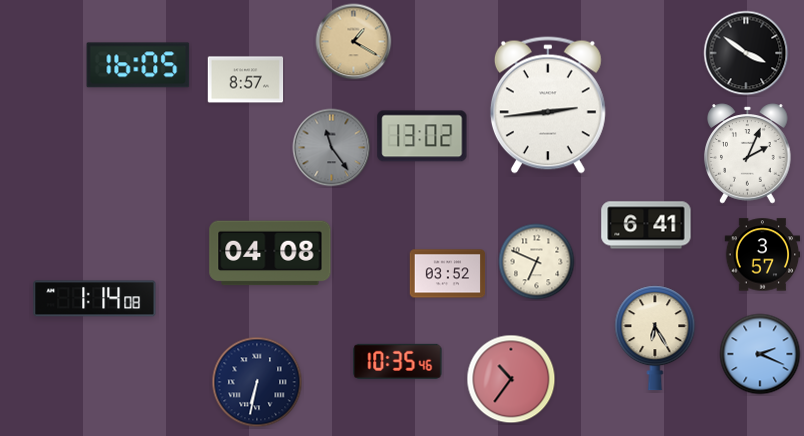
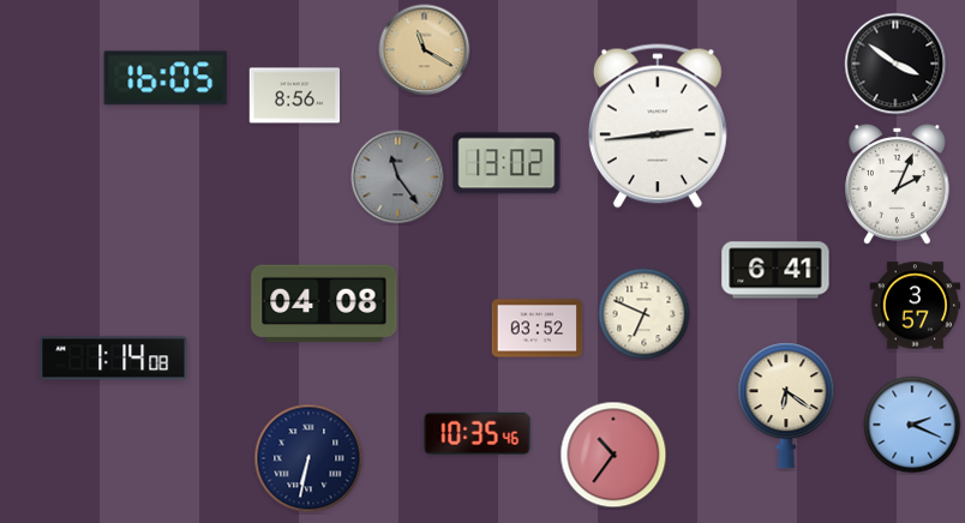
clock at (354, 42): 1:20 -> 11:20
clock at (246, 80): 8:57 -> 8:56
clock at (655, 338): 6:25 -> 6:21
